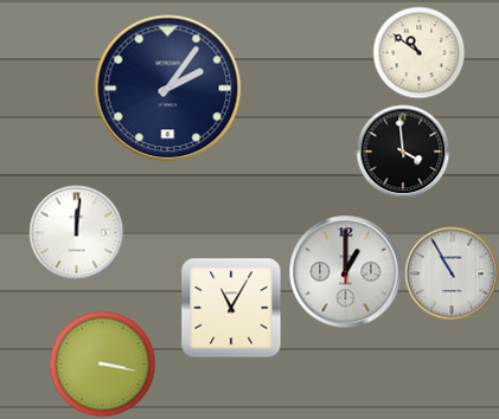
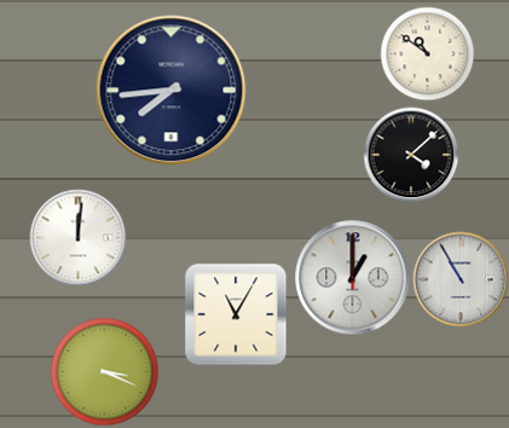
clock at (168, 89): 2:06 -> 7:44
clock at (403, 152): 3:59 -> 4:08
clock at (102, 363): 3:17 -> 3:19
